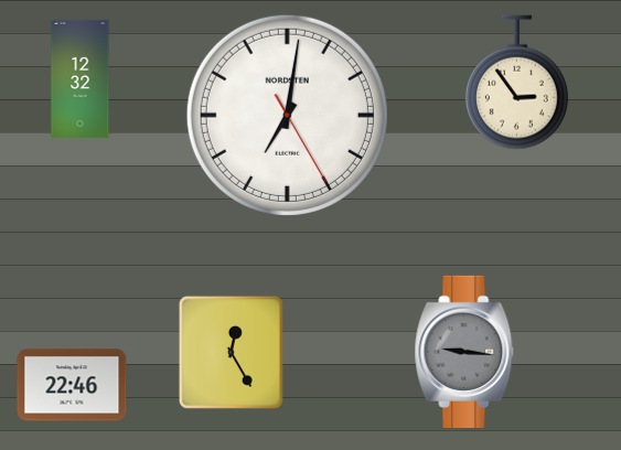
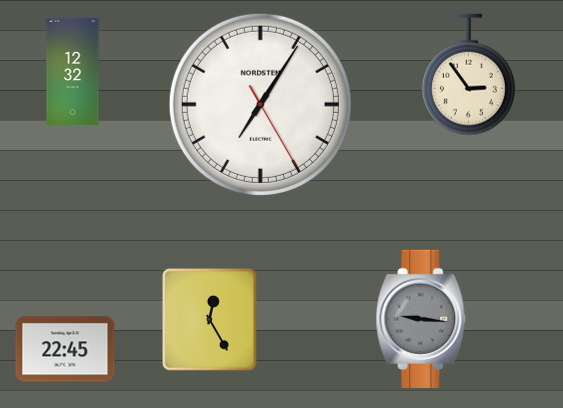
clock at (287, 115): 7:01 -> 7:05
clock at (72, 385): 22:46 -> 22:45
